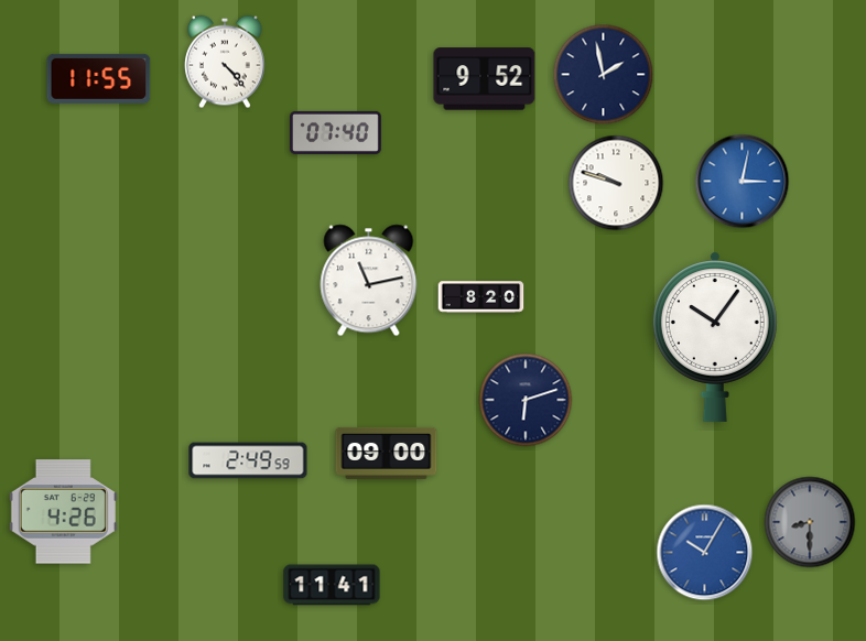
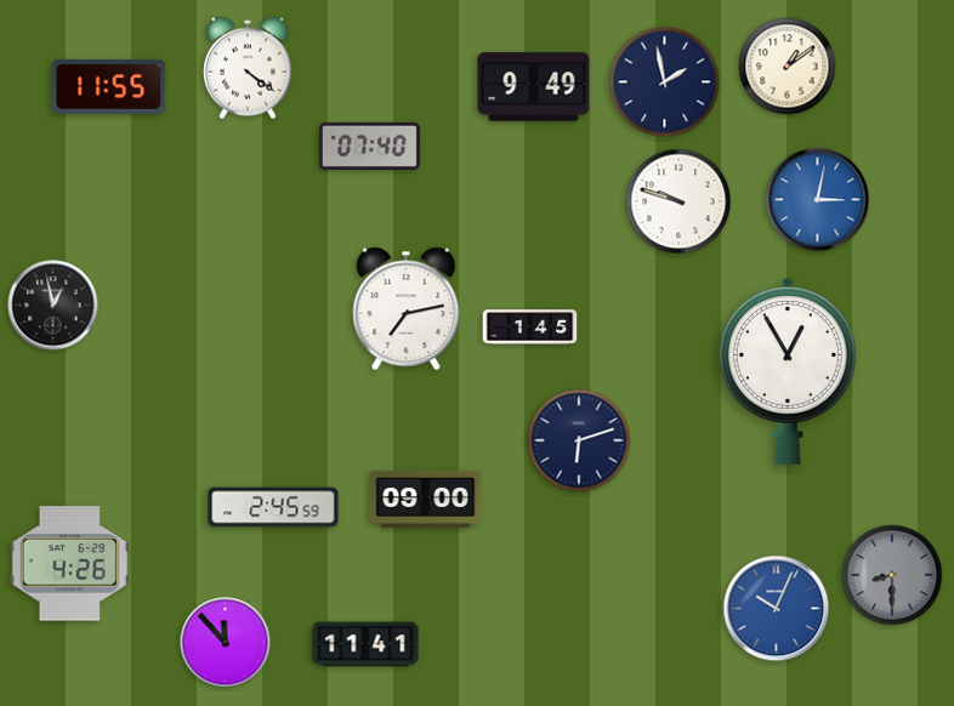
clock at (788, 67): none -> 1:09
clock at (226, 62): 4:23 -> 4:21
clock at (485, 79): 9:52 -> 9:49
clock at (53, 306): none -> 12:58
clock at (369, 281): 11:13 -> 7:13
clock at (481, 297): 8:20 -> 1:45
clock at (715, 337): 10:06 -> 12:55
clock at (248, 460): 2:49 -> 2:45
clock at (705, 553): 10:05 -> 10:04
clock at (226, 643): none -> 11:53
